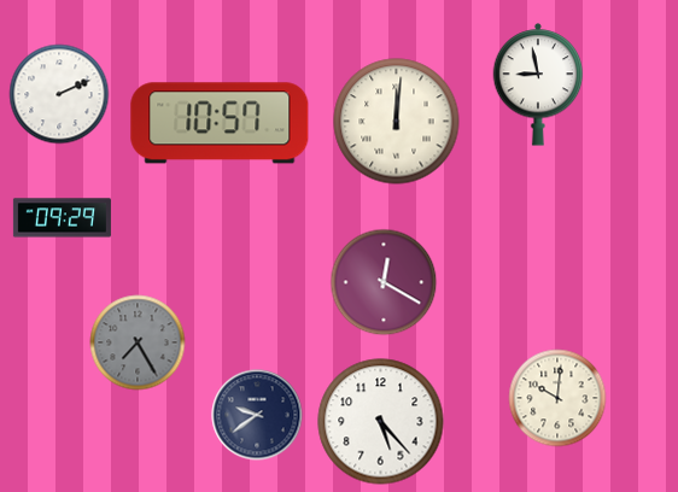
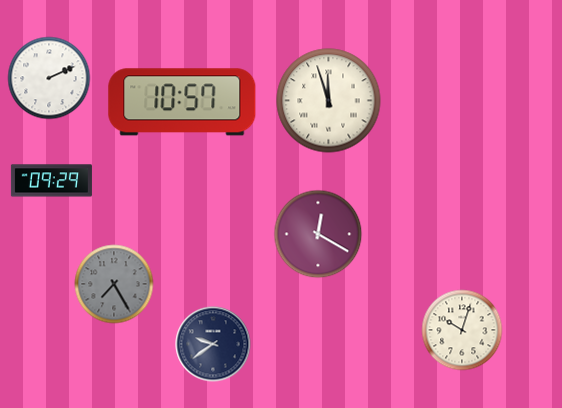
clock at (538, 84): 8:58 -> none
clock at (397, 122): 12:01 -> 11:57
clock at (557, 398): 10:01 -> 10:03
clock at (381, 422): 5:23 -> none
